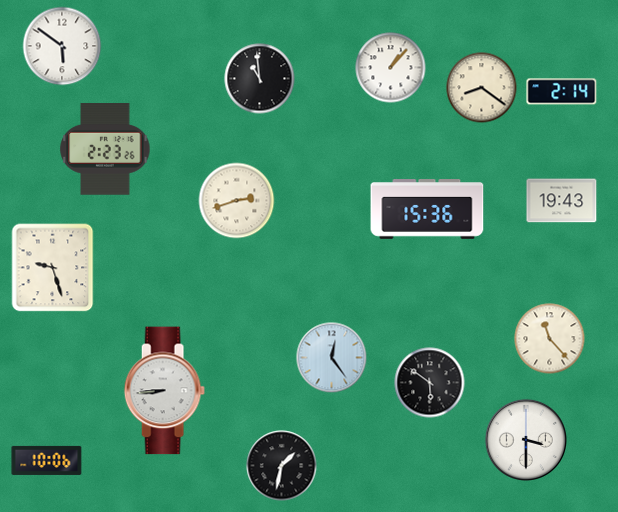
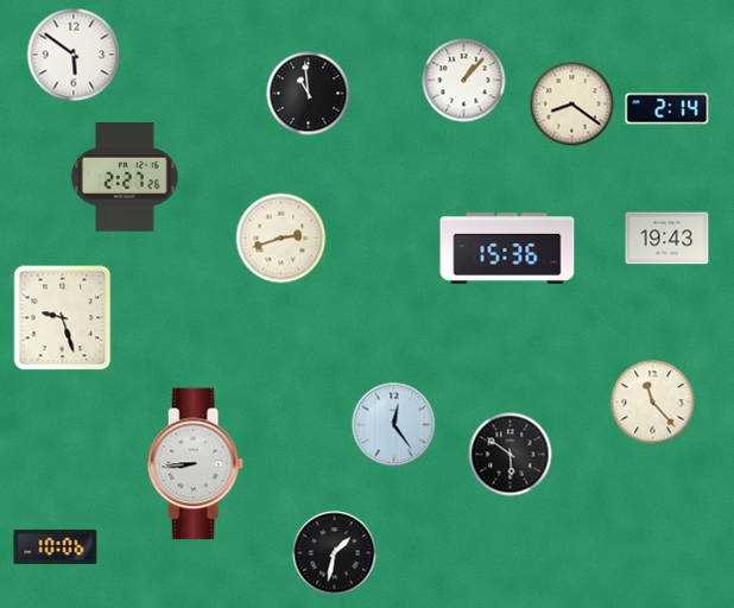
clock at (105, 149): 2:23 -> 2:27
clock at (526, 440): 3:30 -> none
